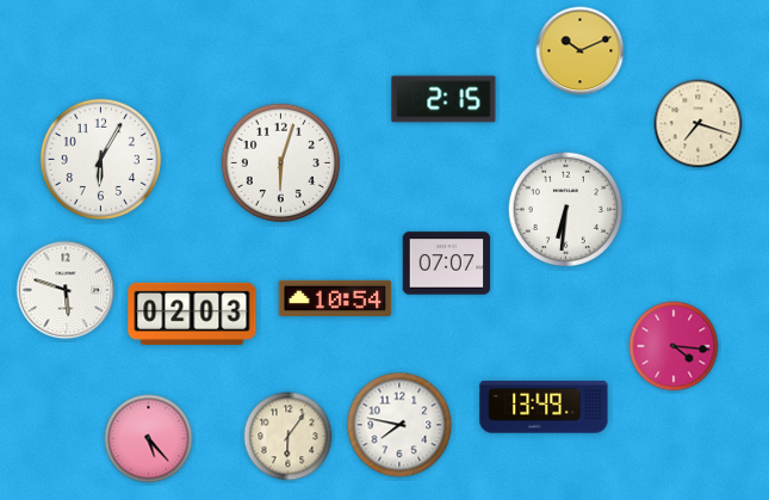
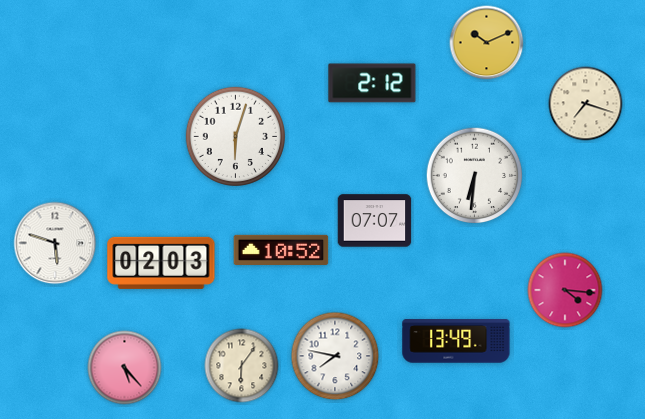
clock at (444, 99): 2:15 -> 2:12
clock at (100, 159): 6:05 -> none
clock at (335, 298): 10:54 -> 10:52
